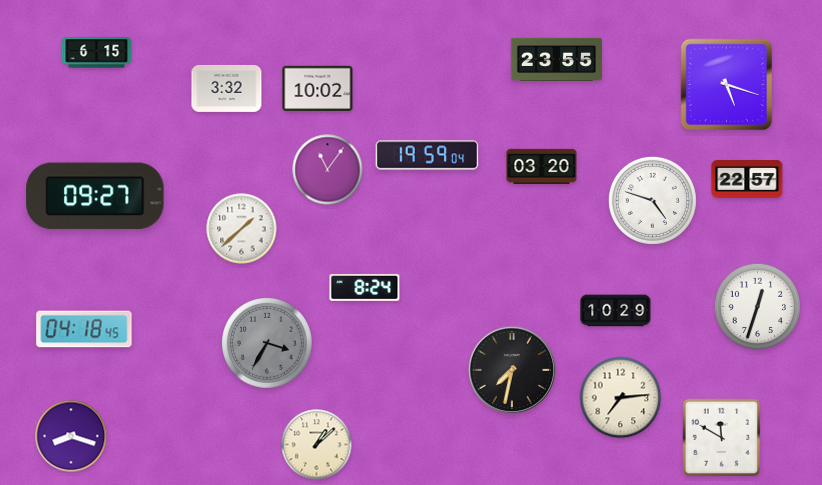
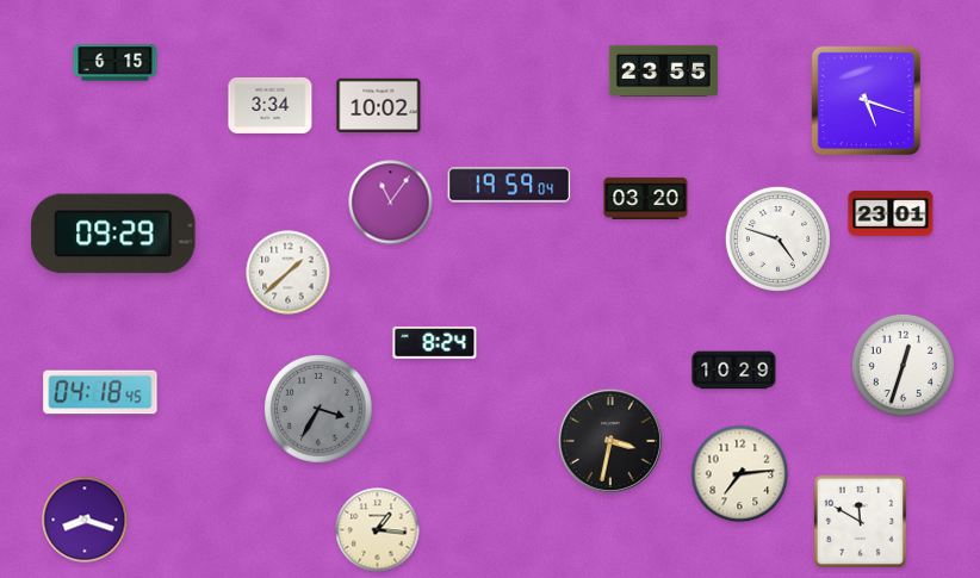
clock at (227, 88): 3:32 -> 3:34
clock at (747, 180): 22:57 -> 23:01
clock at (95, 196): 09:27 -> 09:29
clock at (512, 370): 7:32 -> 3:32
clock at (317, 445): 1:08 -> 1:16
